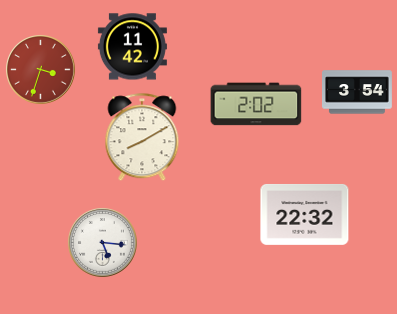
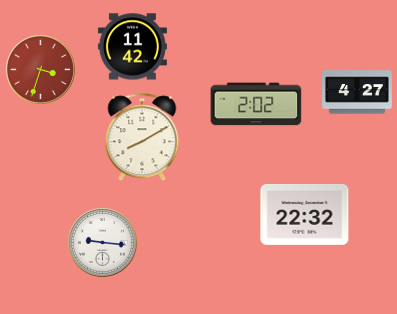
clock at (358, 92): 3:54 -> 4:27
clock at (103, 243): 5:16 -> 9:16
